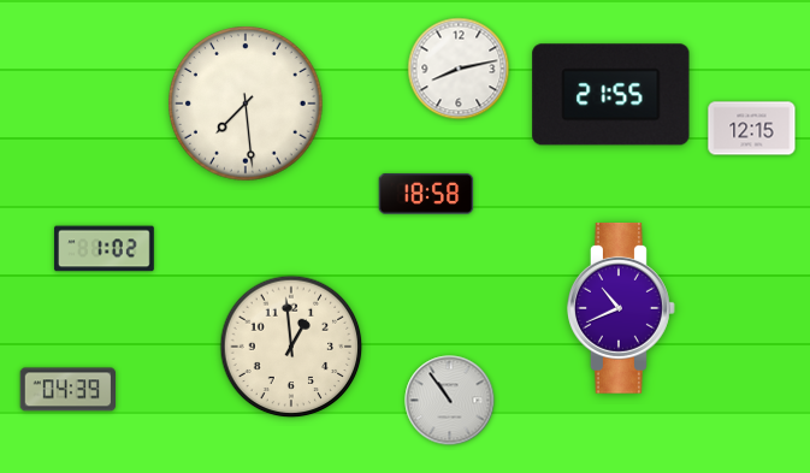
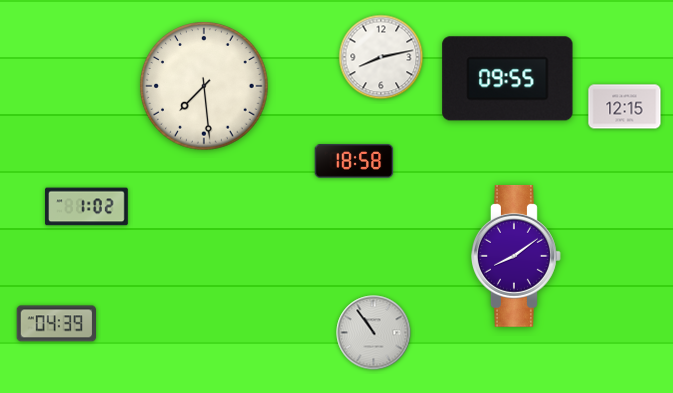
clock at (611, 95): 21:55 -> 09:55
clock at (622, 308): 10:41 -> 8:09
clock at (291, 347): 12:59 -> none
